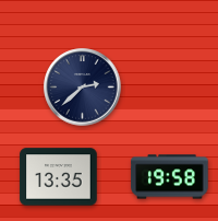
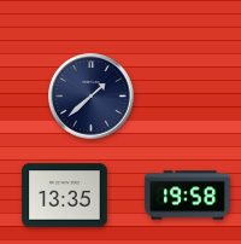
clock at (83, 88): 2:38 -> 1:38
